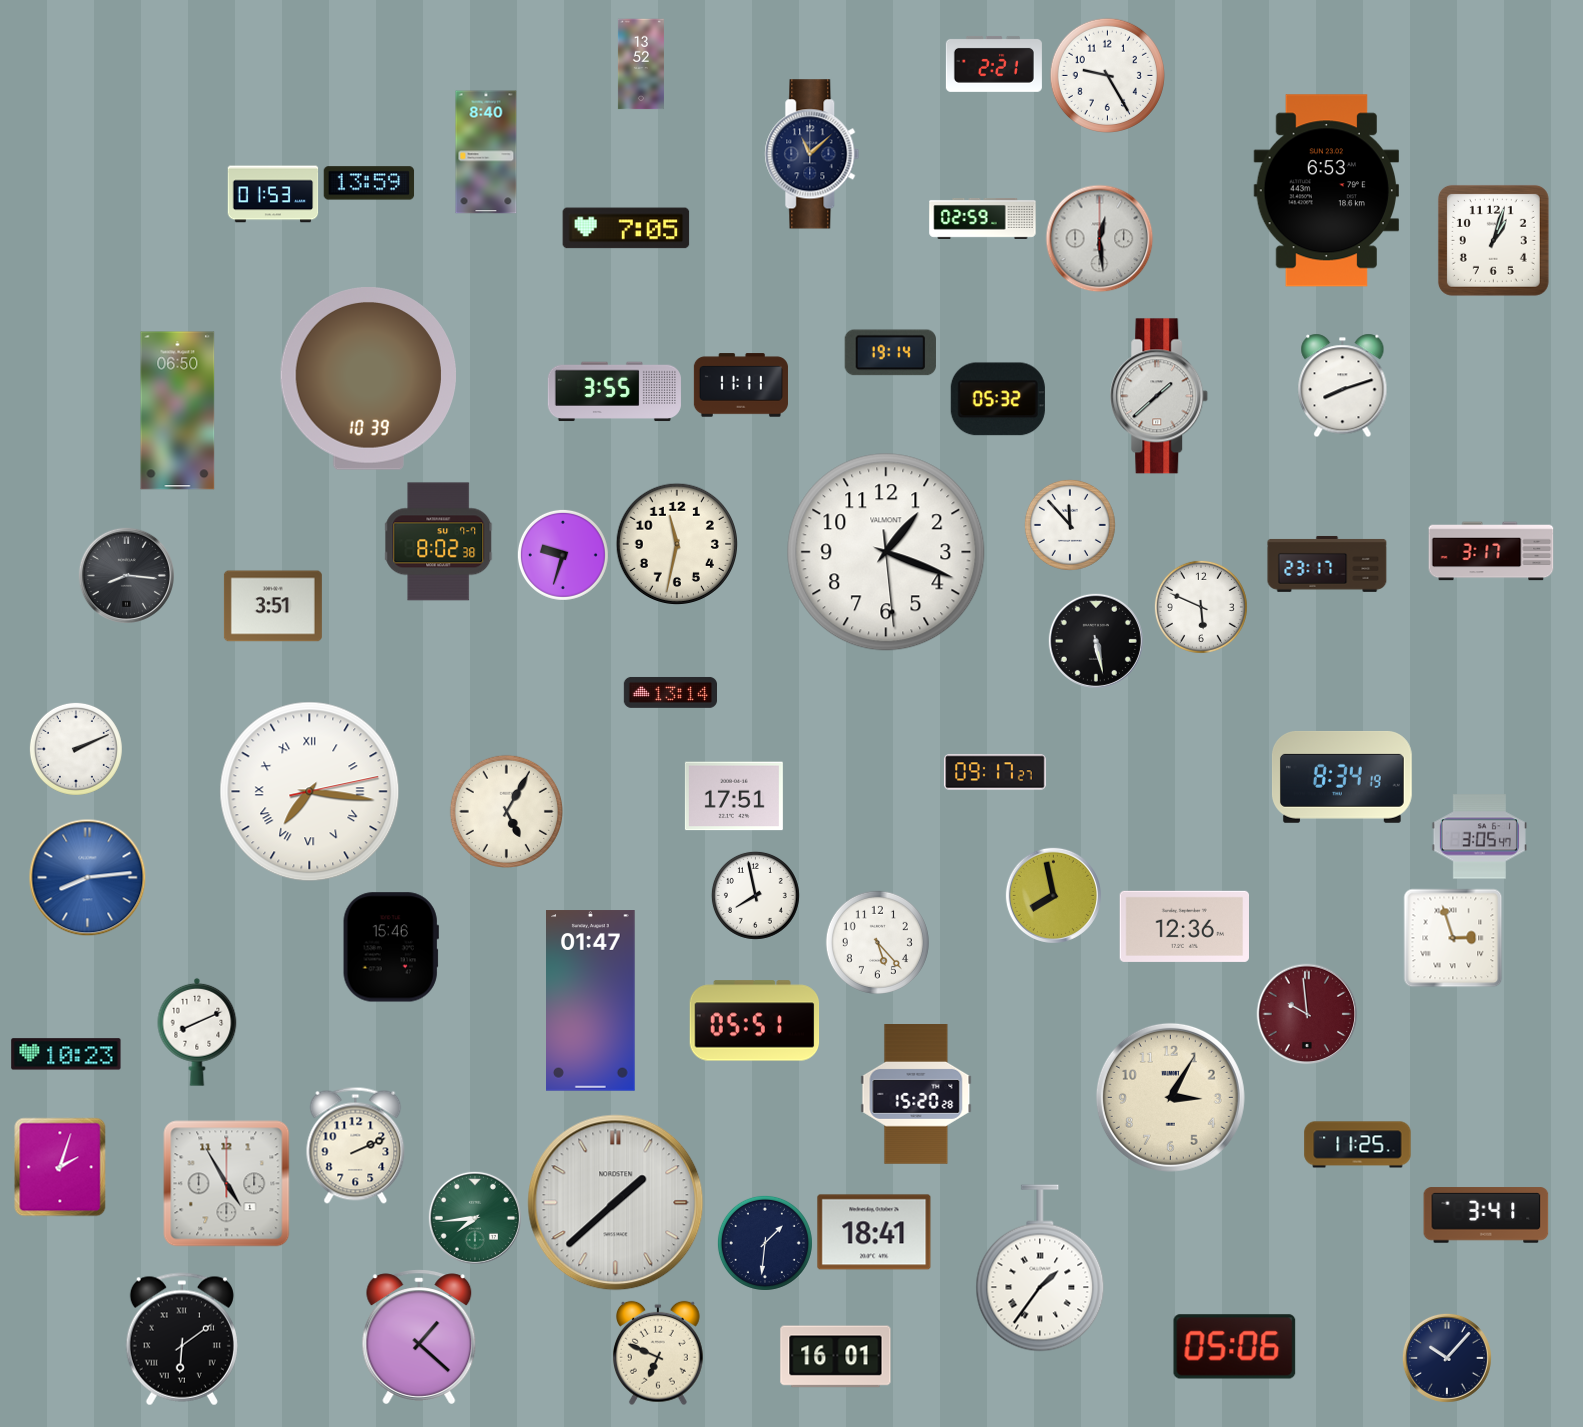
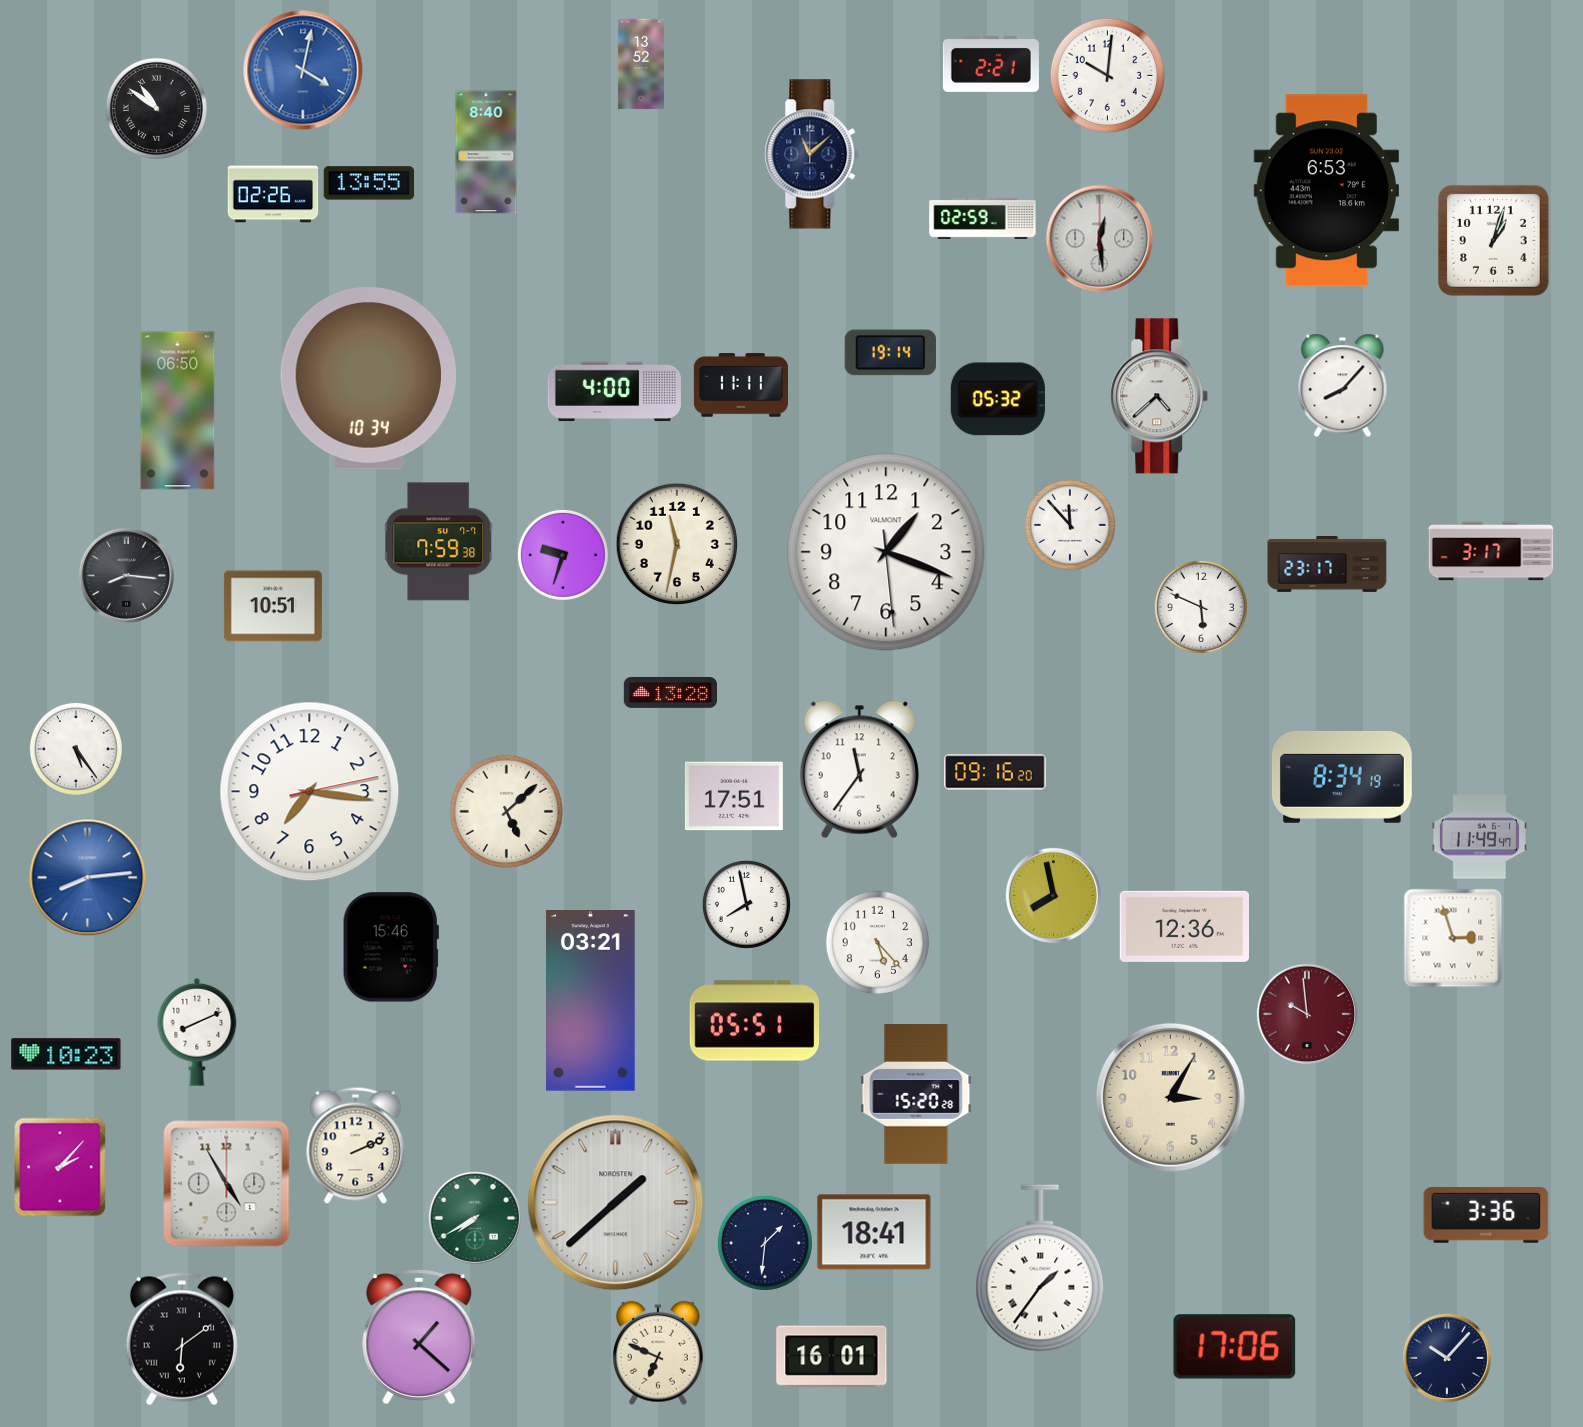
clock at (994, 64) position: (994, 64) -> (991, 64)
clock at (303, 70): none -> 4:02
clock at (1107, 75): 9:25 -> 10:01
clock at (156, 108): none -> 10:51
clock at (369, 183): 13:59 -> 13:55
clock at (273, 194): 01:53 -> 02:26
clock at (626, 228): 7:05 -> none
clock at (368, 379): 10:39 -> 10:34
clock at (1343, 386): 8:12 -> 8:07
clock at (614, 392): 3:55 -> 4:00
clock at (1159, 396): 1:38 -> 4:38
clock at (439, 542): 8:02 -> 7:59
clock at (273, 606): 3:51 -> 10:51
clock at (1096, 641): 5:28 -> none
clock at (670, 692): 13:14 -> 13:28
clock at (76, 749): 2:11 -> 5:24
clock at (859, 770): none -> 11:36
clock at (995, 772): 09:17 -> 09:16
clock at (310, 792) numerals: Roman -> Arabic
clock at (506, 811): 5:05 -> 5:08
clock at (1479, 837): 3:05 -> 11:49
clock at (755, 895) position: (755, 895) -> (746, 904)
clock at (591, 1001): 01:47 -> 03:21
clock at (1358, 1145): 11:25 -> none
clock at (60, 1167): 2:03 -> 2:07
clock at (1486, 1215): 3:41 -> 3:36
clock at (475, 1218): 7:44 -> 7:40
clock at (1235, 1347): 05:06 -> 17:06
clock at (836, 1357) position: (836, 1357) -> (832, 1357)
